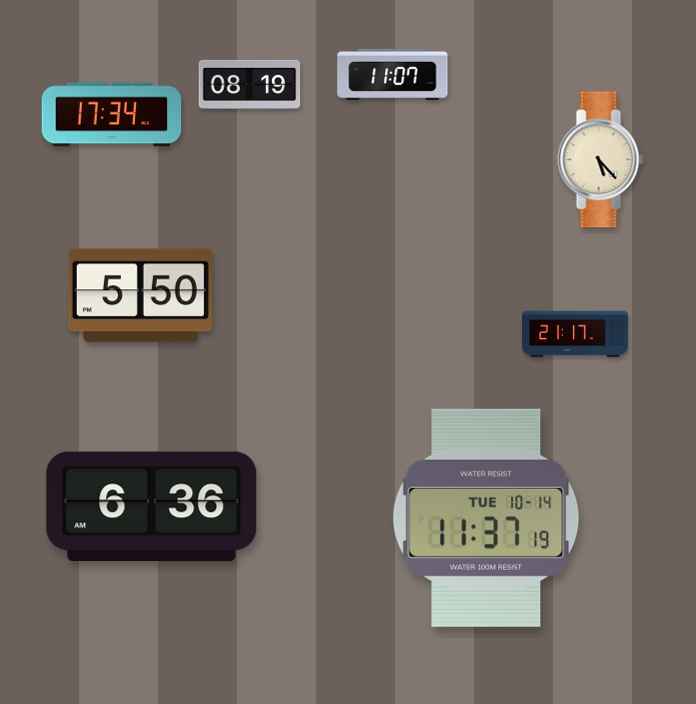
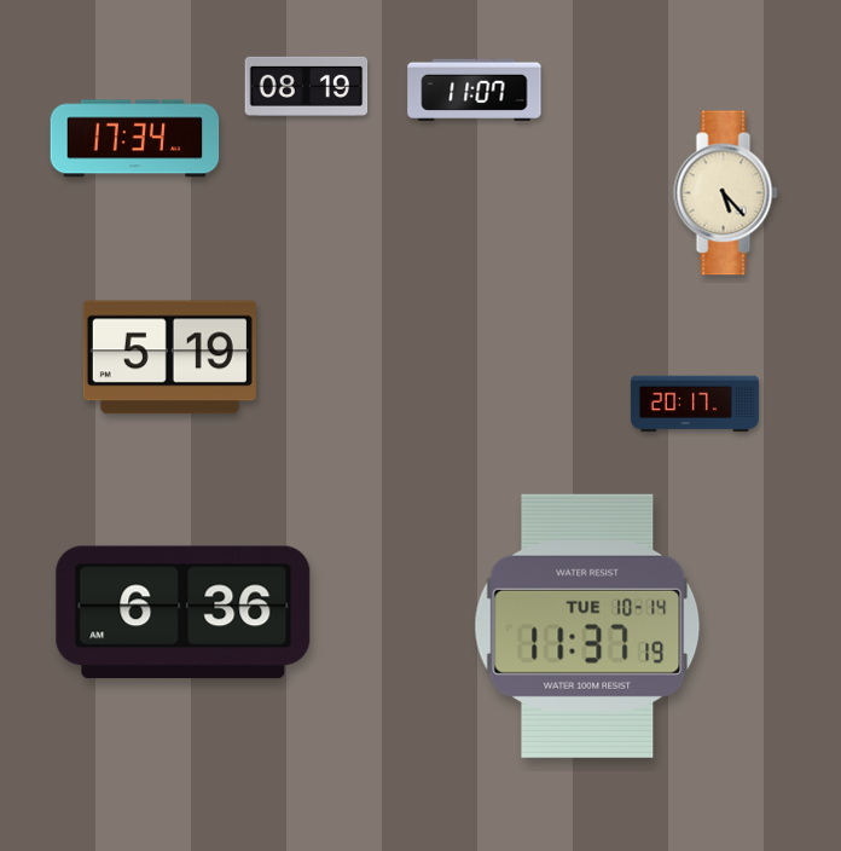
clock at (250, 84) position: (250, 84) -> (307, 86)
clock at (140, 296): 5:50 -> 5:19
clock at (575, 334): 21:17 -> 20:17
